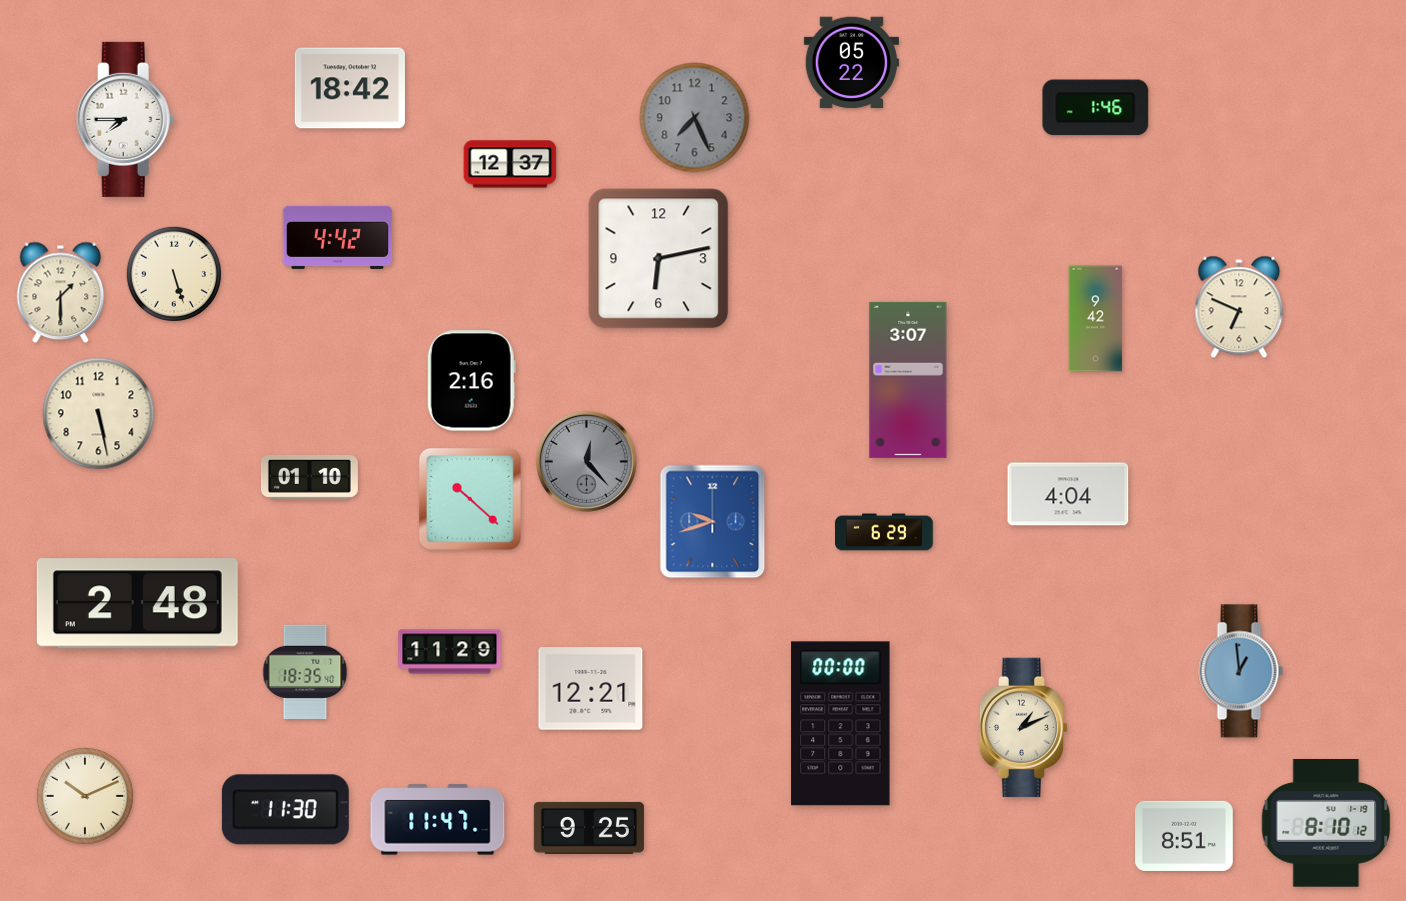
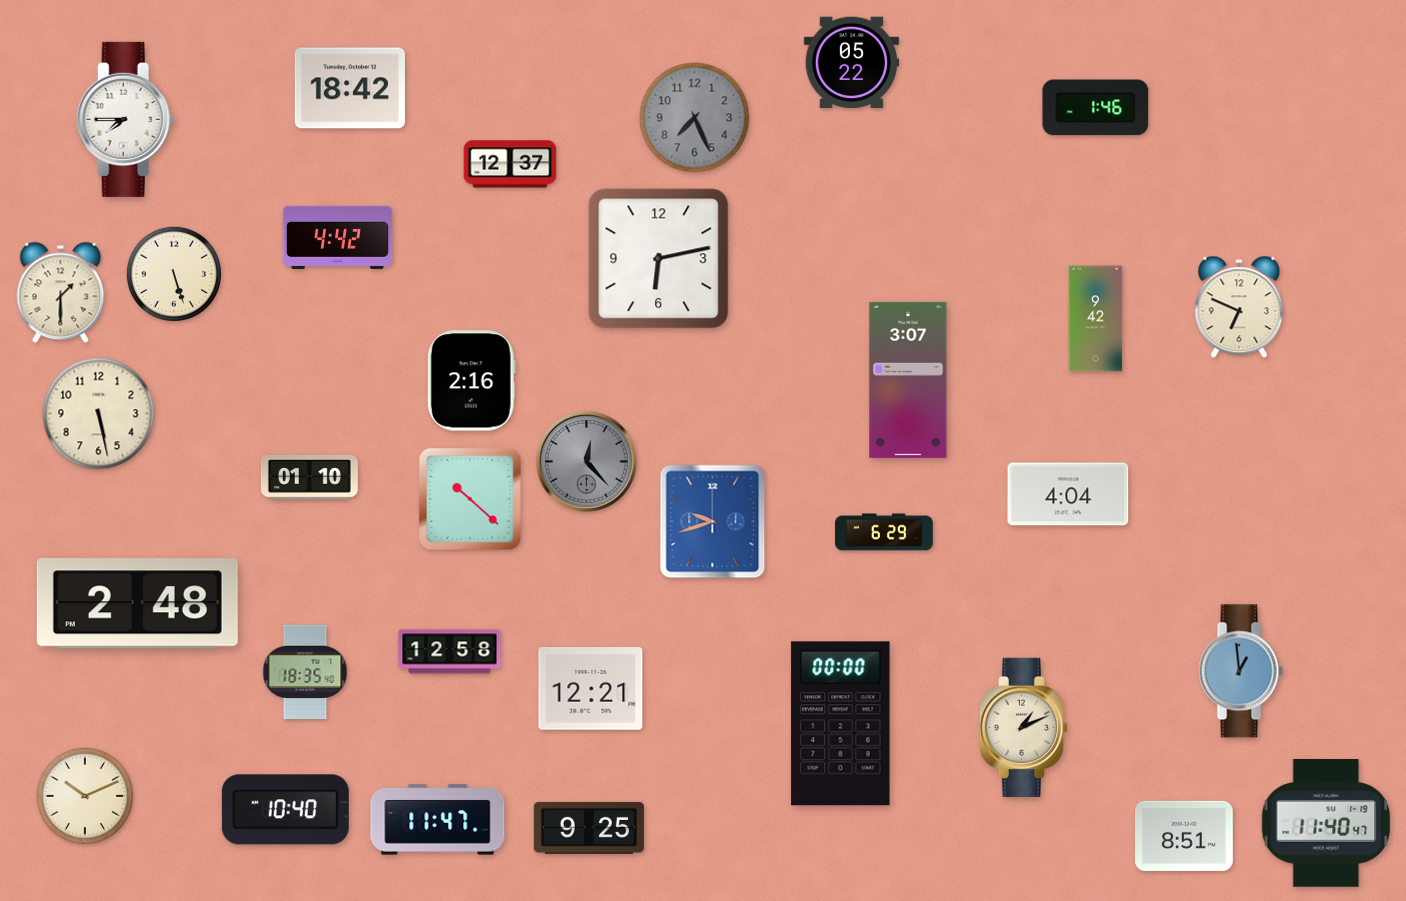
clock at (450, 652): 11:29 -> 12:58
clock at (285, 810): 11:30 -> 10:40
clock at (1326, 824): 8:10 -> 11:40
